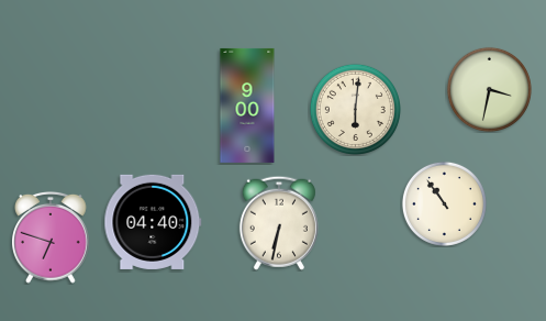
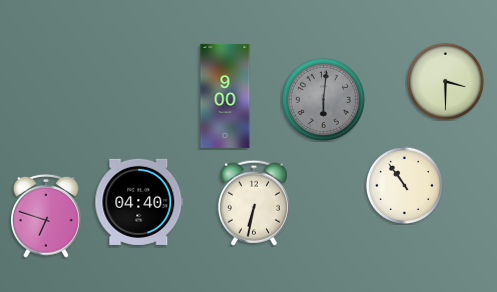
clock at (489, 89): 3:32 -> 3:30
clock at (355, 109) dial: cream -> grey
